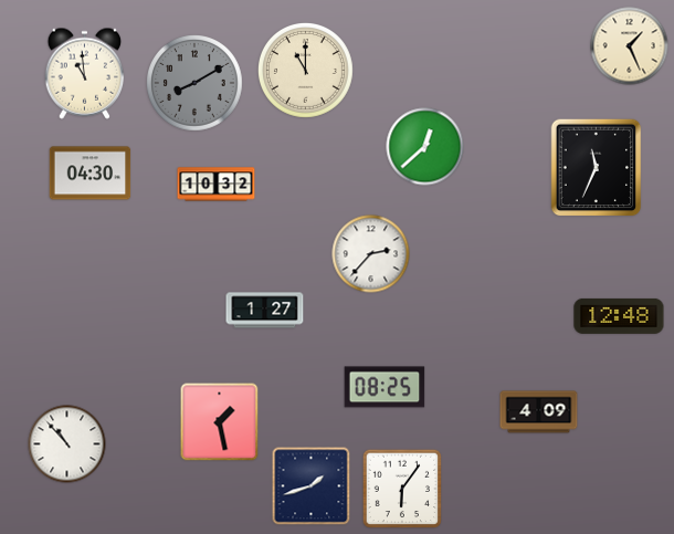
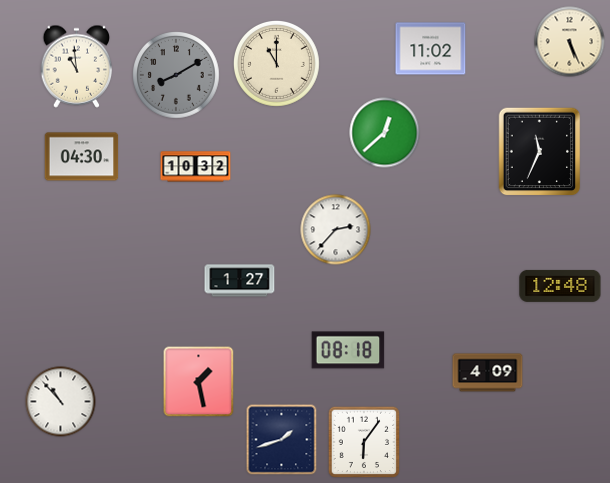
clock at (630, 46): 1:26 -> 5:26
clock at (431, 49): none -> 11:02
clock at (385, 387): 08:25 -> 08:18
